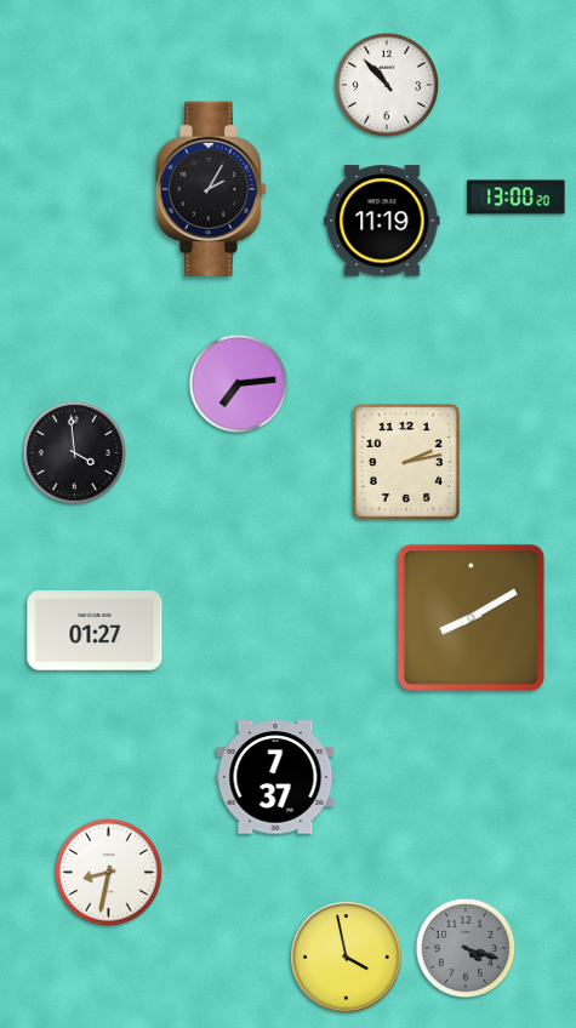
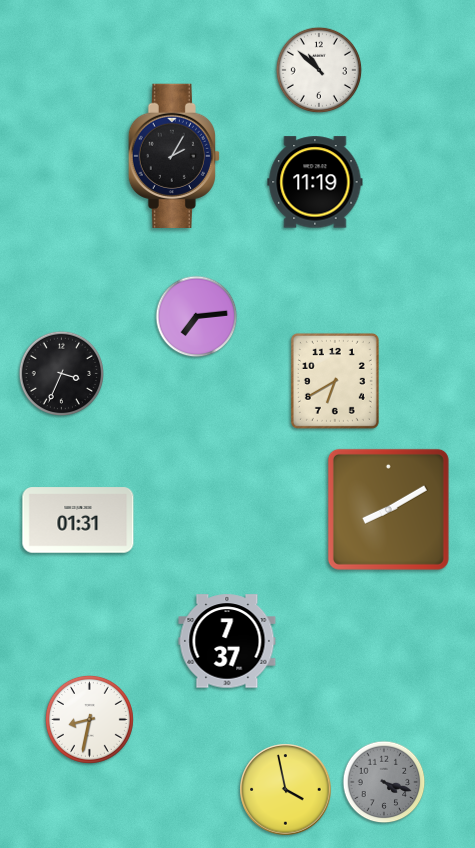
clock at (387, 85): 10:53 -> 10:52
clock at (517, 198): 13:00 -> none
clock at (74, 452): 3:59 -> 3:34
clock at (406, 462): 2:13 -> 6:40
clock at (95, 630): 01:27 -> 01:31
